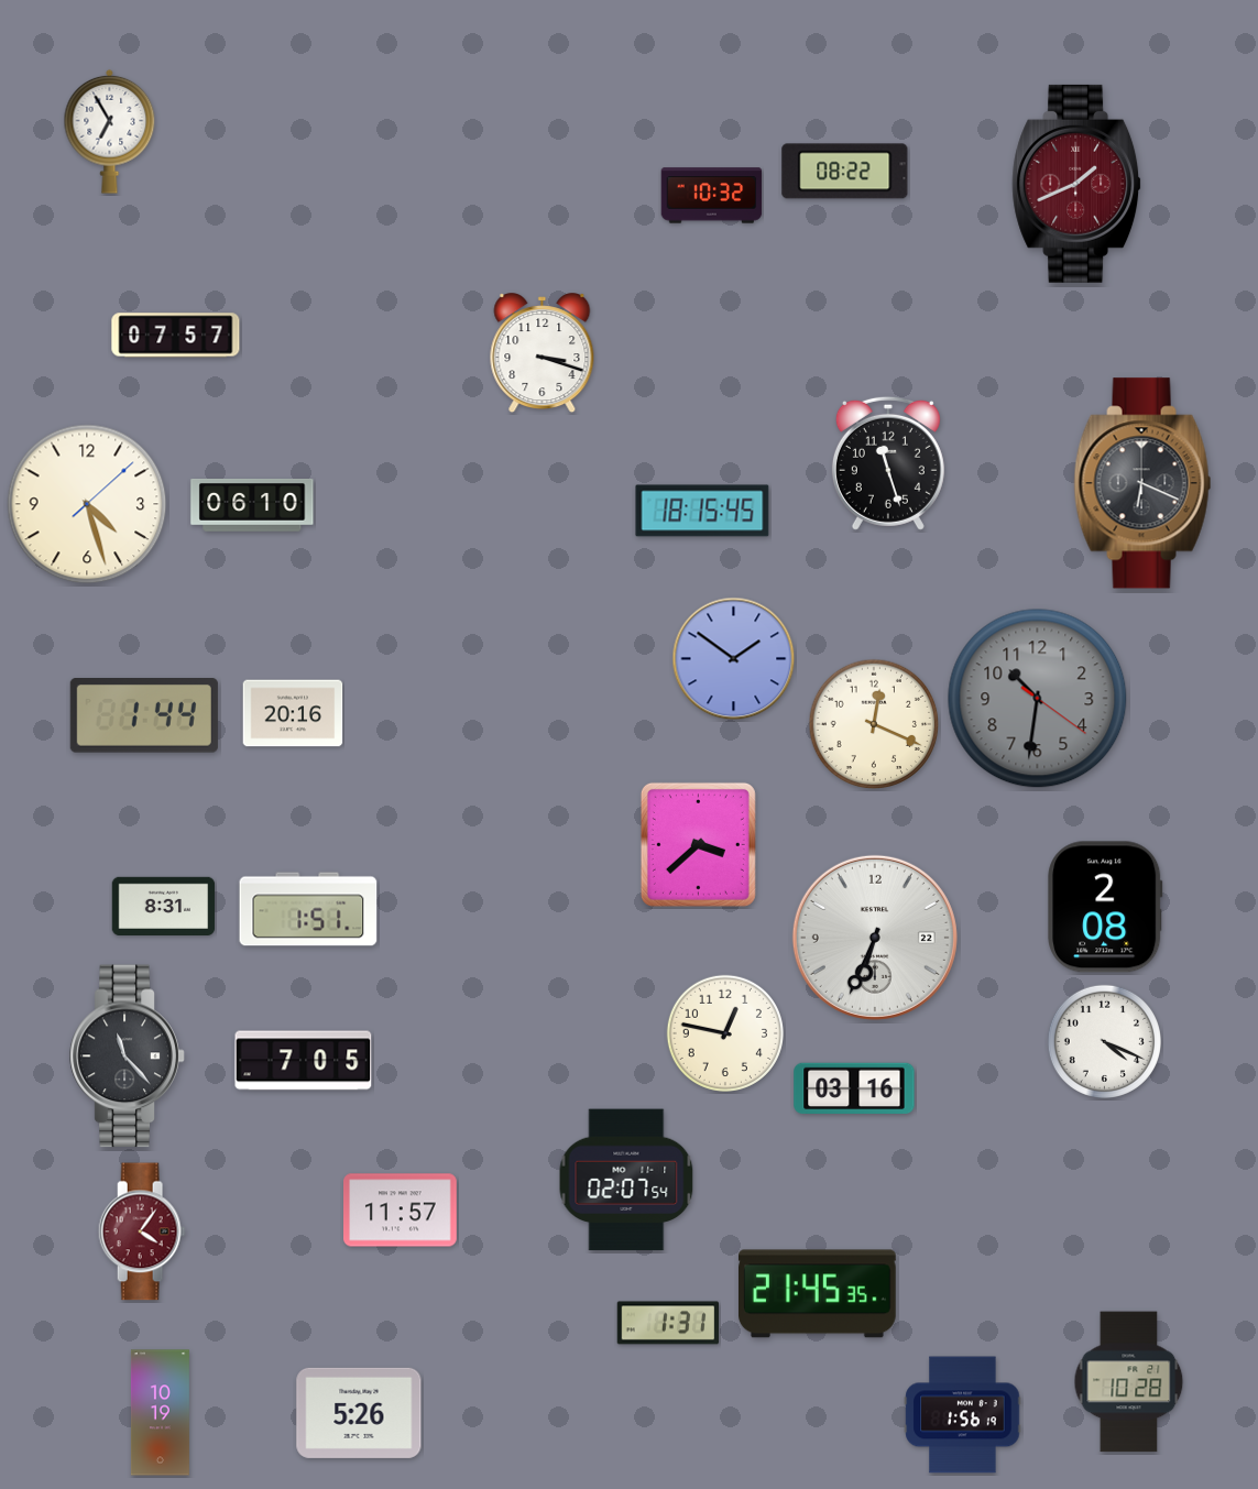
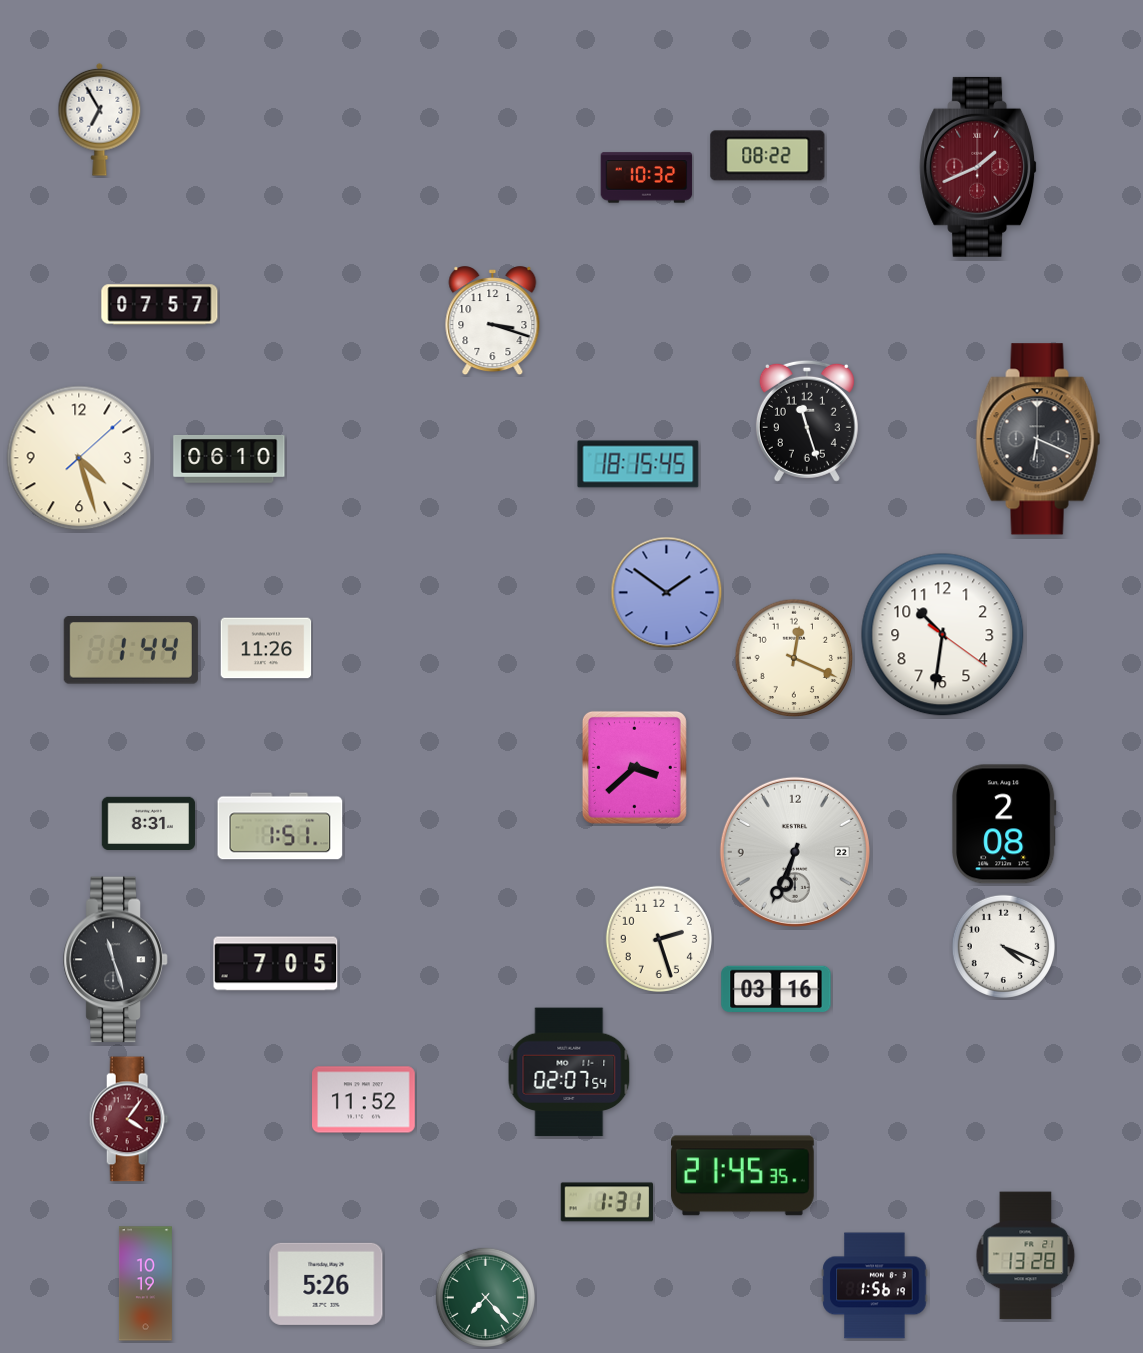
clock at (734, 659) position: (734, 659) -> (667, 593)
clock at (1038, 699) dial: grey -> white
clock at (293, 713): 20:16 -> 11:26
clock at (725, 1033): 12:47 -> 2:27
clock at (128, 1056): 11:23 -> 11:27
clock at (401, 1211): 11:57 -> 11:52
clock at (1129, 1382): 10:28 -> 13:28
clock at (485, 1297): none -> 7:23
